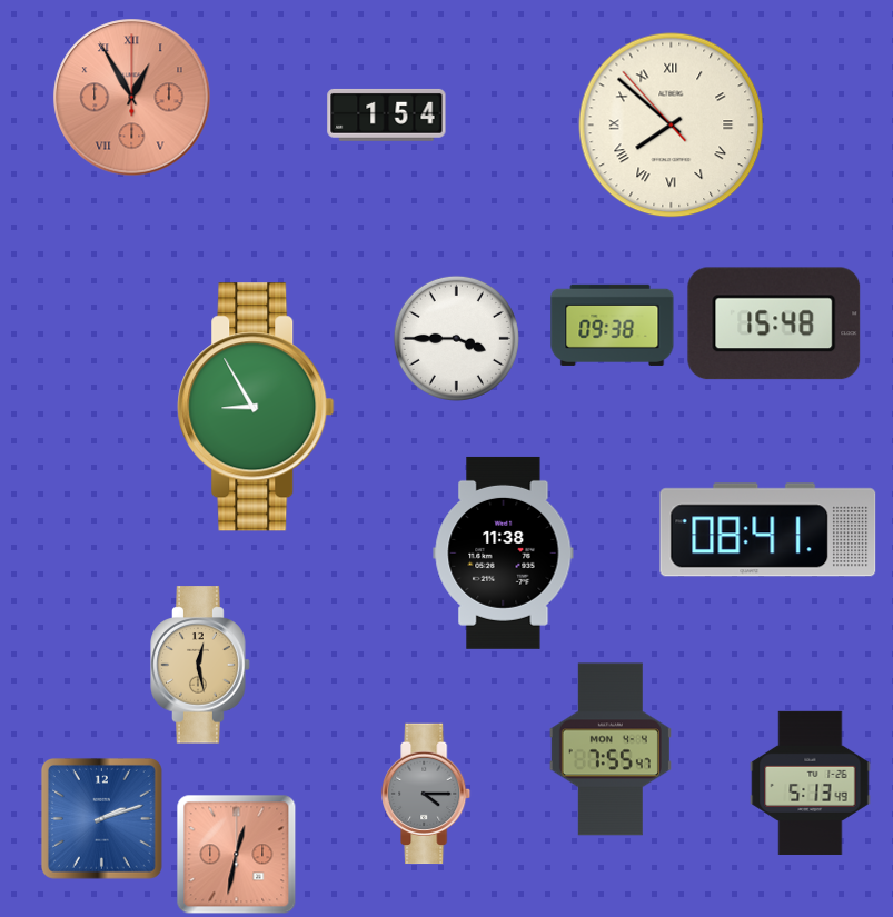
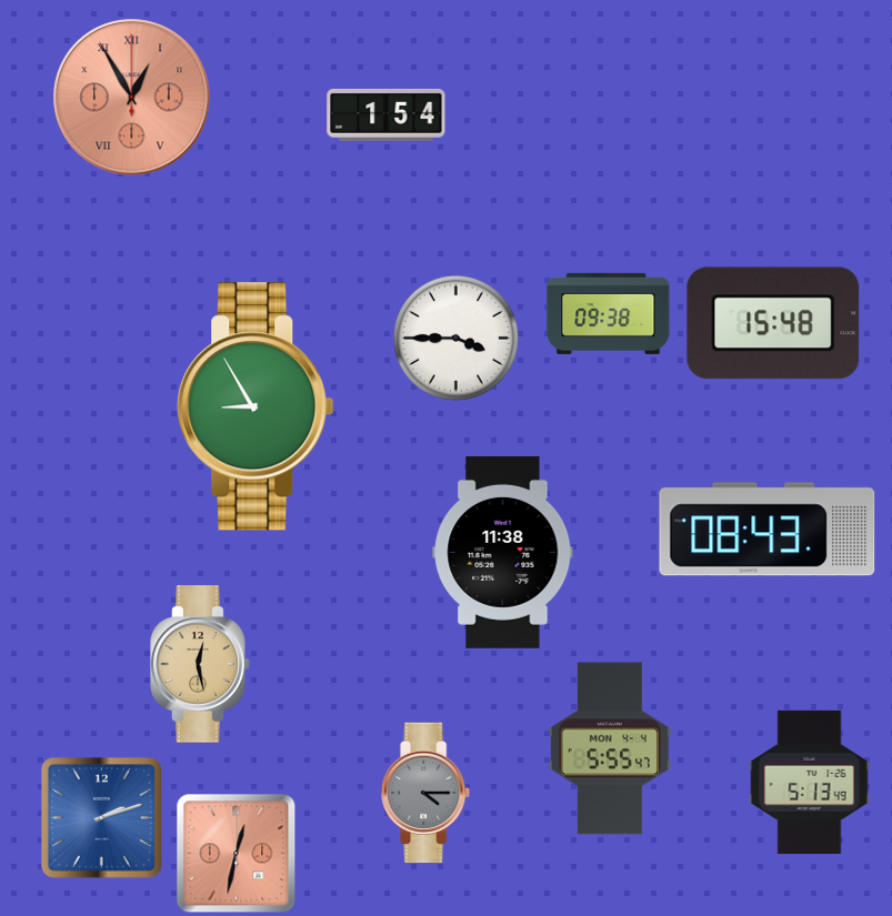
clock at (672, 126): 7:51 -> none
clock at (613, 325) position: (613, 325) -> (609, 313)
clock at (768, 530): 08:41 -> 08:43
clock at (611, 749): 7:55 -> 5:55
